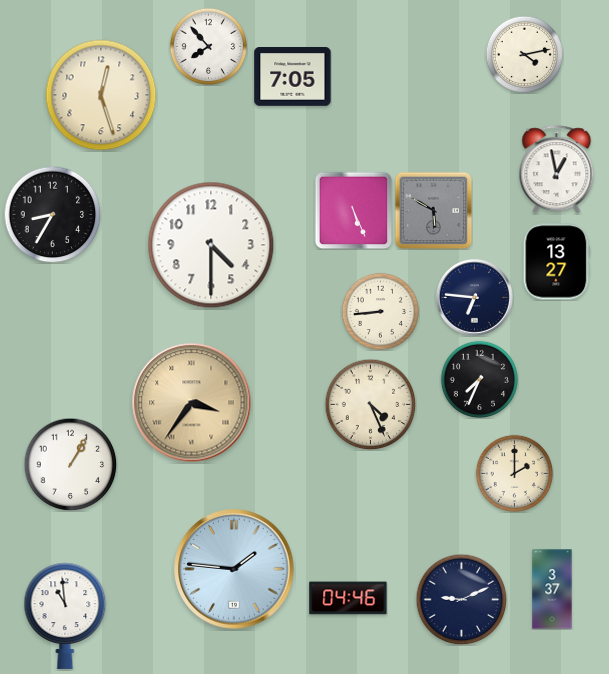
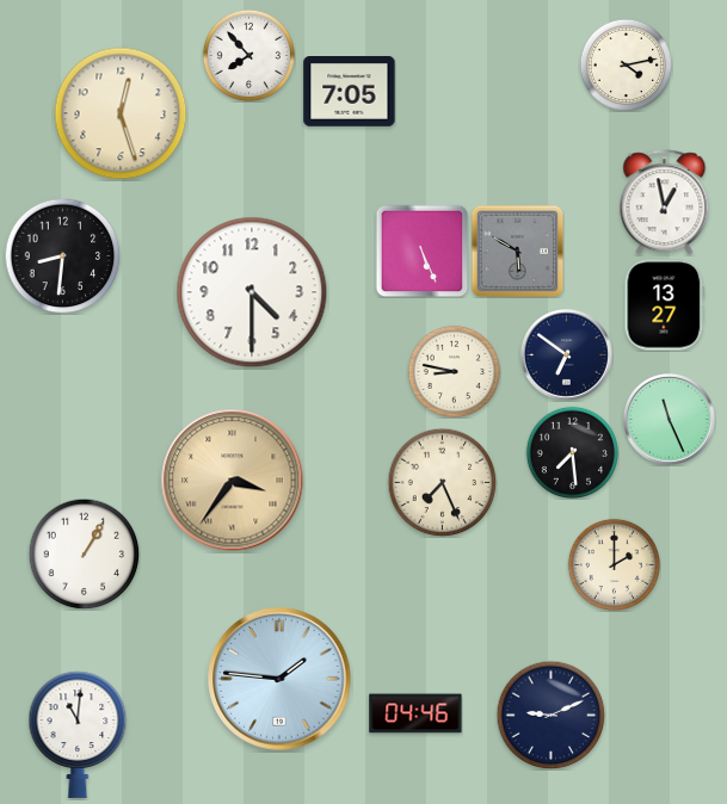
clock at (52, 214): 8:35 -> 8:31
clock at (557, 262) position: (557, 262) -> (665, 305)
clock at (474, 297): 6:46 -> 6:51
clock at (380, 311): 8:44 -> 8:47
clock at (669, 419): none -> 11:26
clock at (479, 379): 7:34 -> 7:29
clock at (192, 403) position: (192, 403) -> (233, 481)
clock at (370, 404): 4:26 -> 7:26
clock at (552, 589): 3:37 -> none
clock at (65, 616): 10:59 -> 11:01
